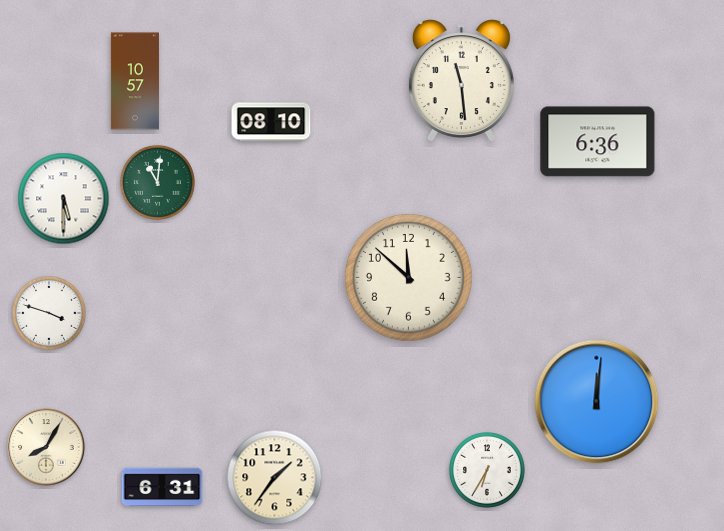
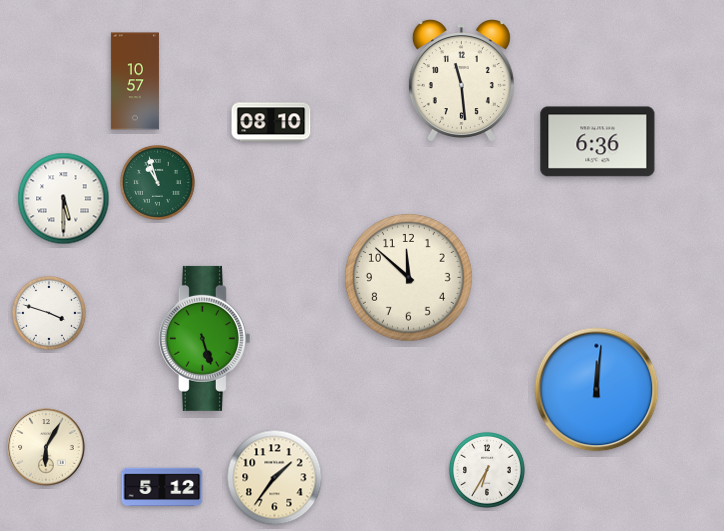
clock at (157, 182): 11:01 -> 10:57
clock at (204, 338): none -> 5:27
clock at (597, 402) position: (597, 402) -> (597, 390)
clock at (46, 447): 8:05 -> 6:05
clock at (162, 487): 6:31 -> 5:12
